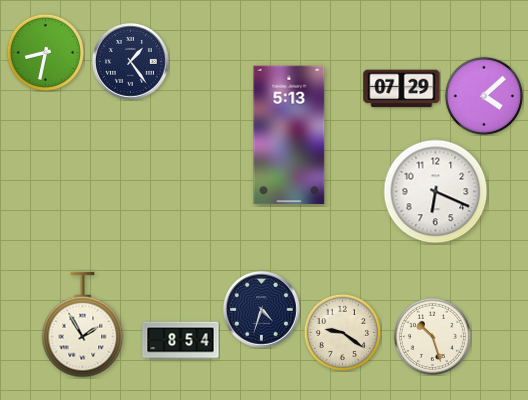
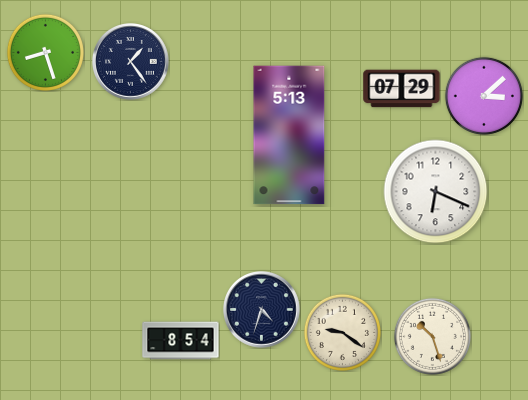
clock at (45, 52): 8:32 -> 8:27
clock at (484, 96): 4:08 -> 3:08
clock at (83, 325): 1:55 -> none
